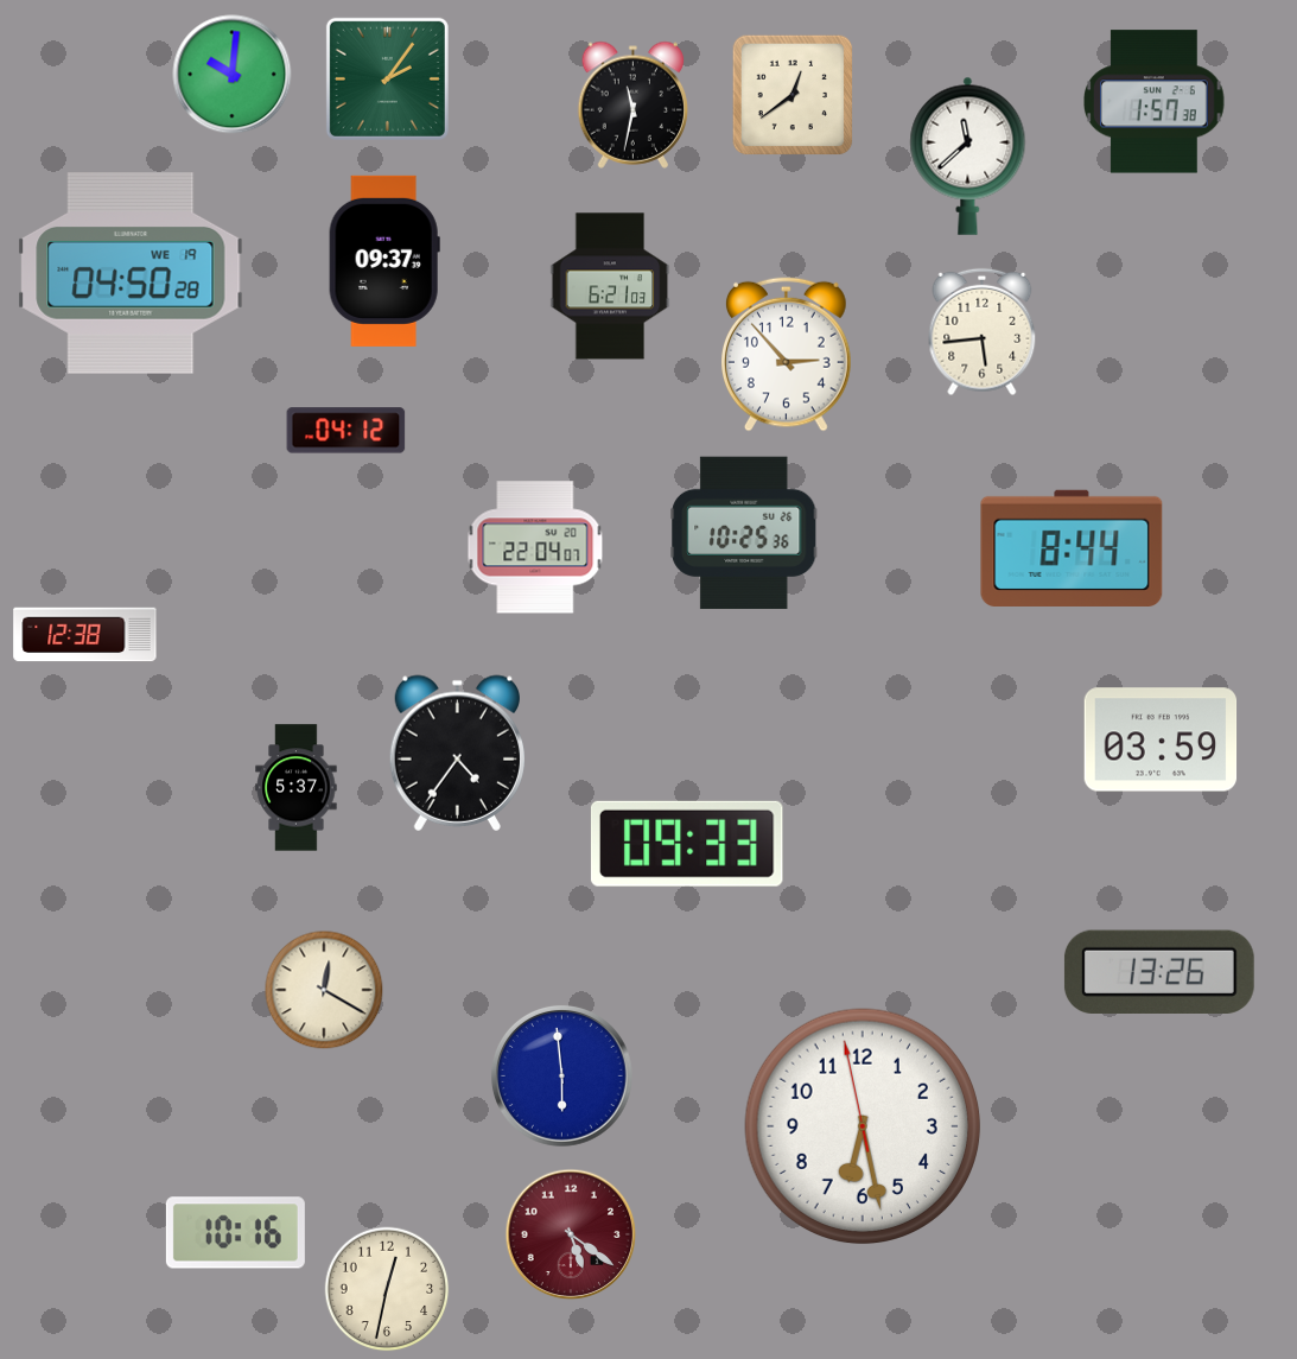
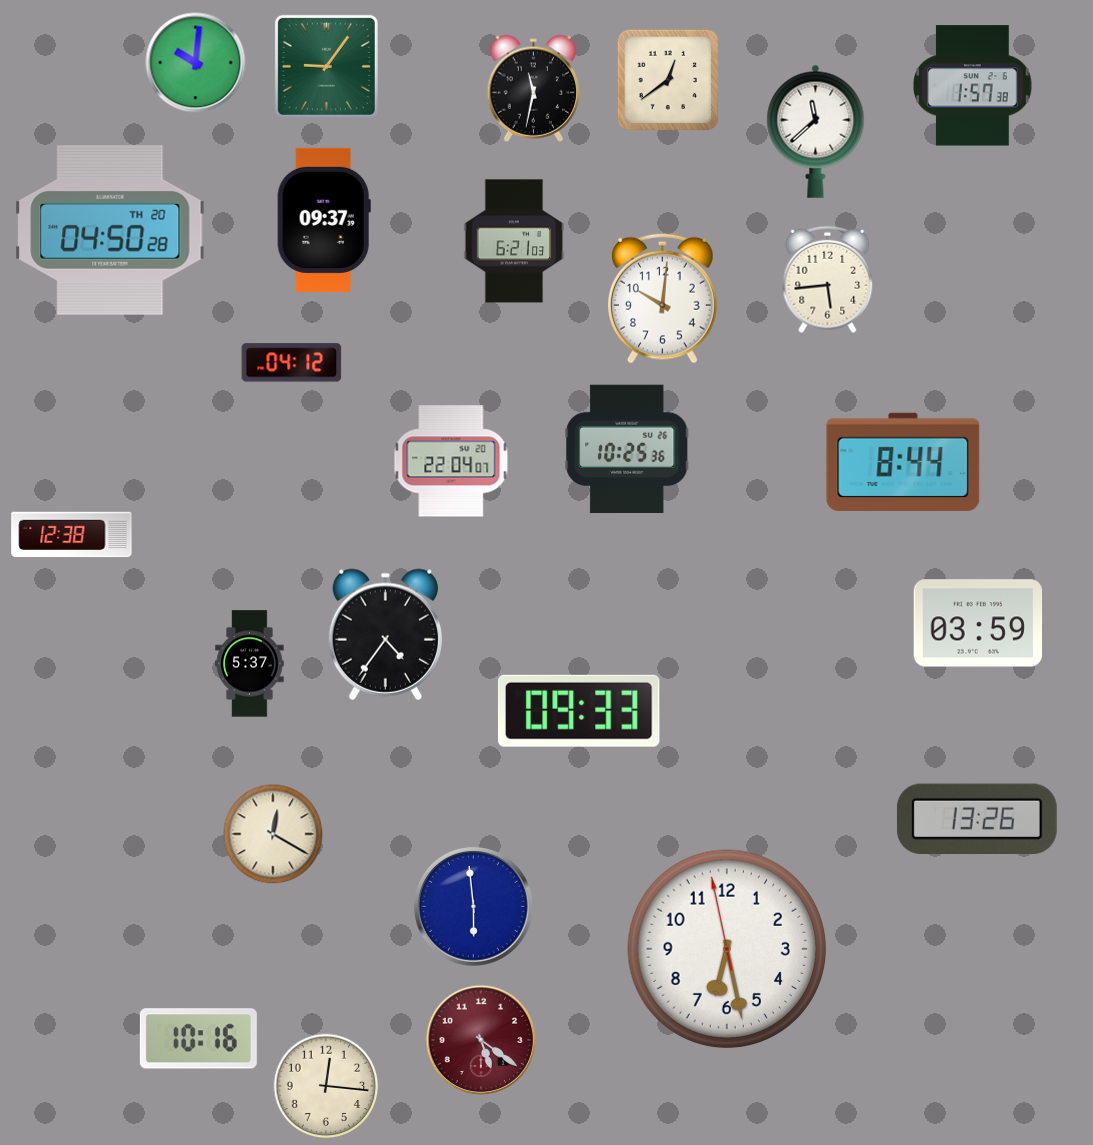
clock at (387, 78): 2:06 -> 9:06
clock at (131, 273) date: WE 19 -> TH 20
clock at (787, 354): 2:53 -> 10:01
clock at (387, 1289): 12:32 -> 12:16
